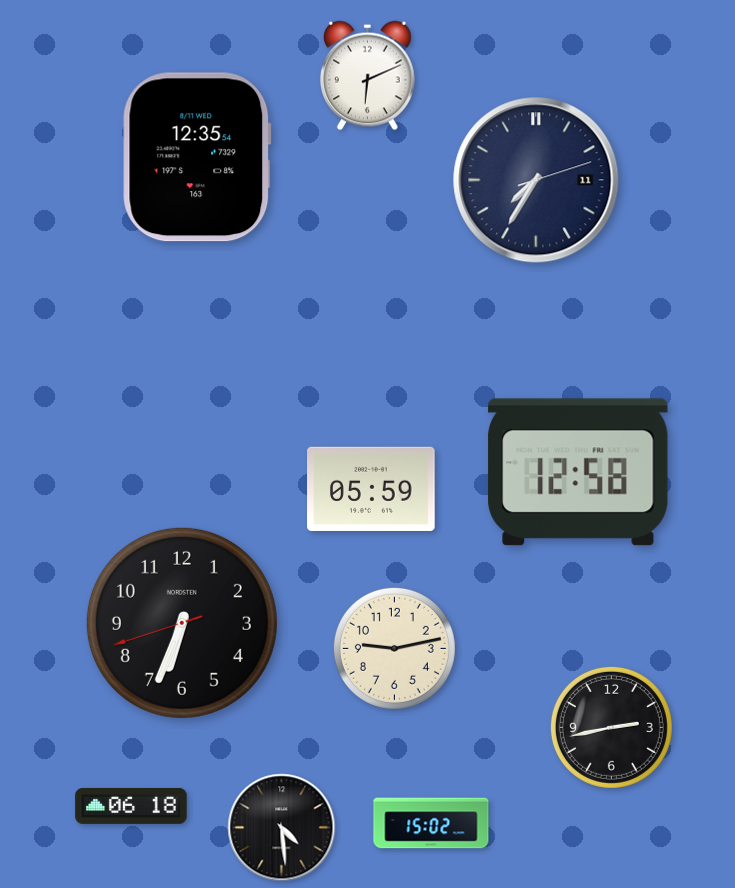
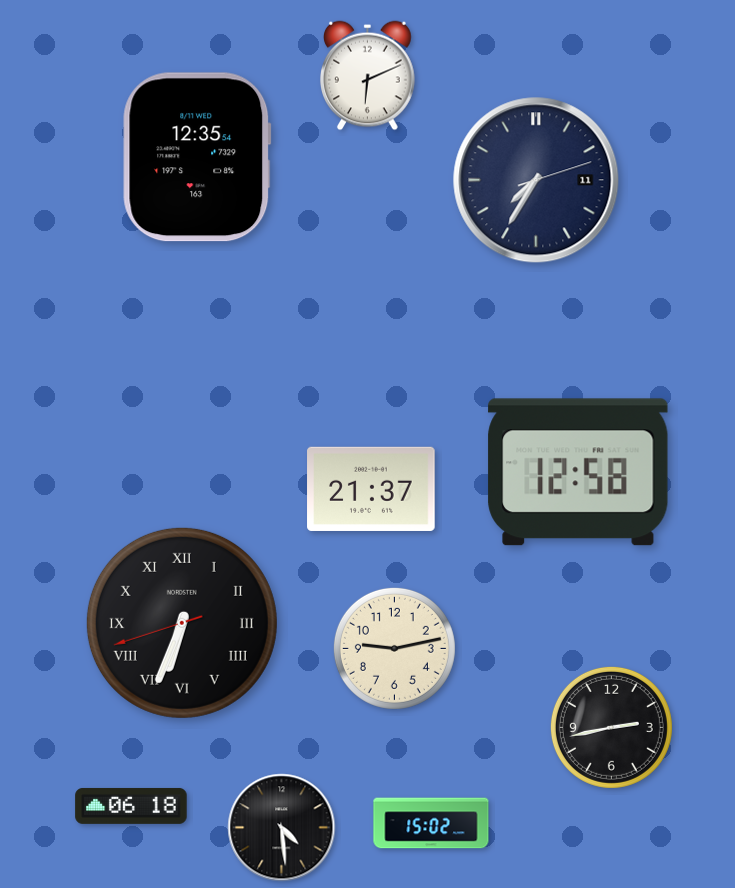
clock at (371, 488): 05:59 -> 21:37
clock at (182, 623) numerals: Arabic -> Roman
